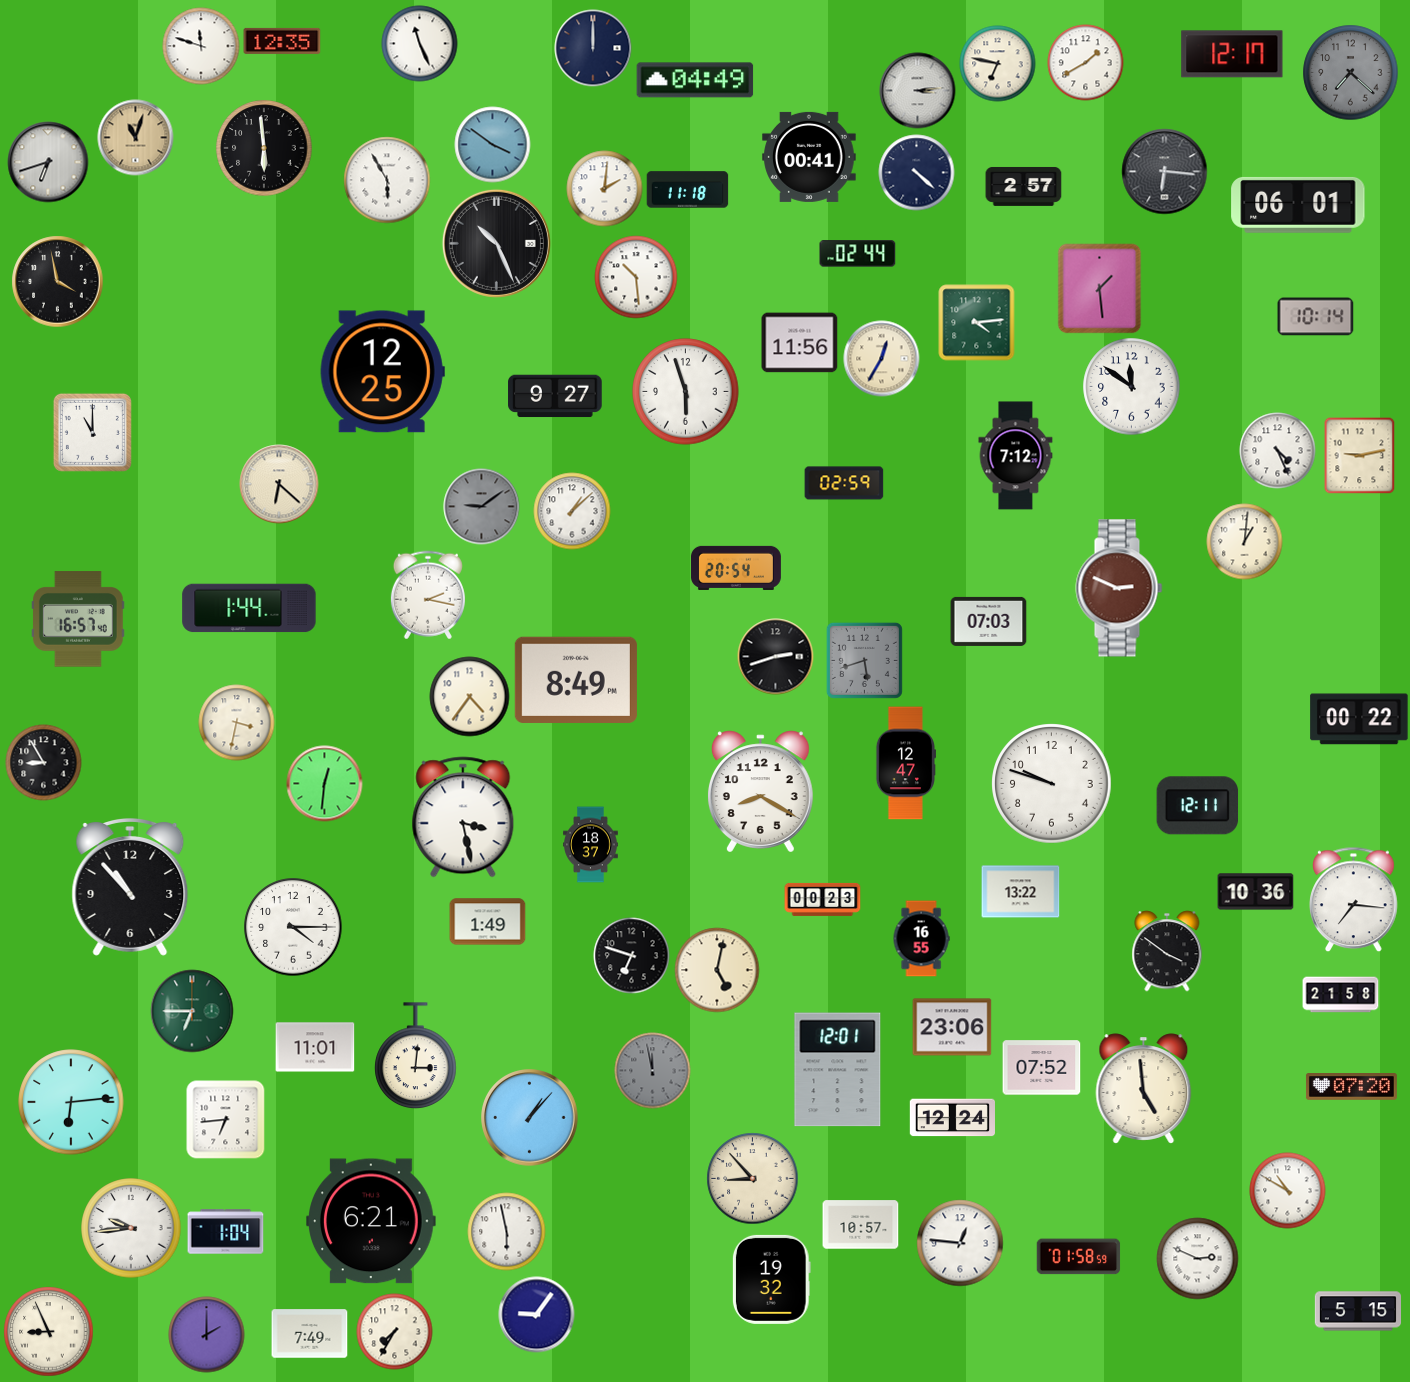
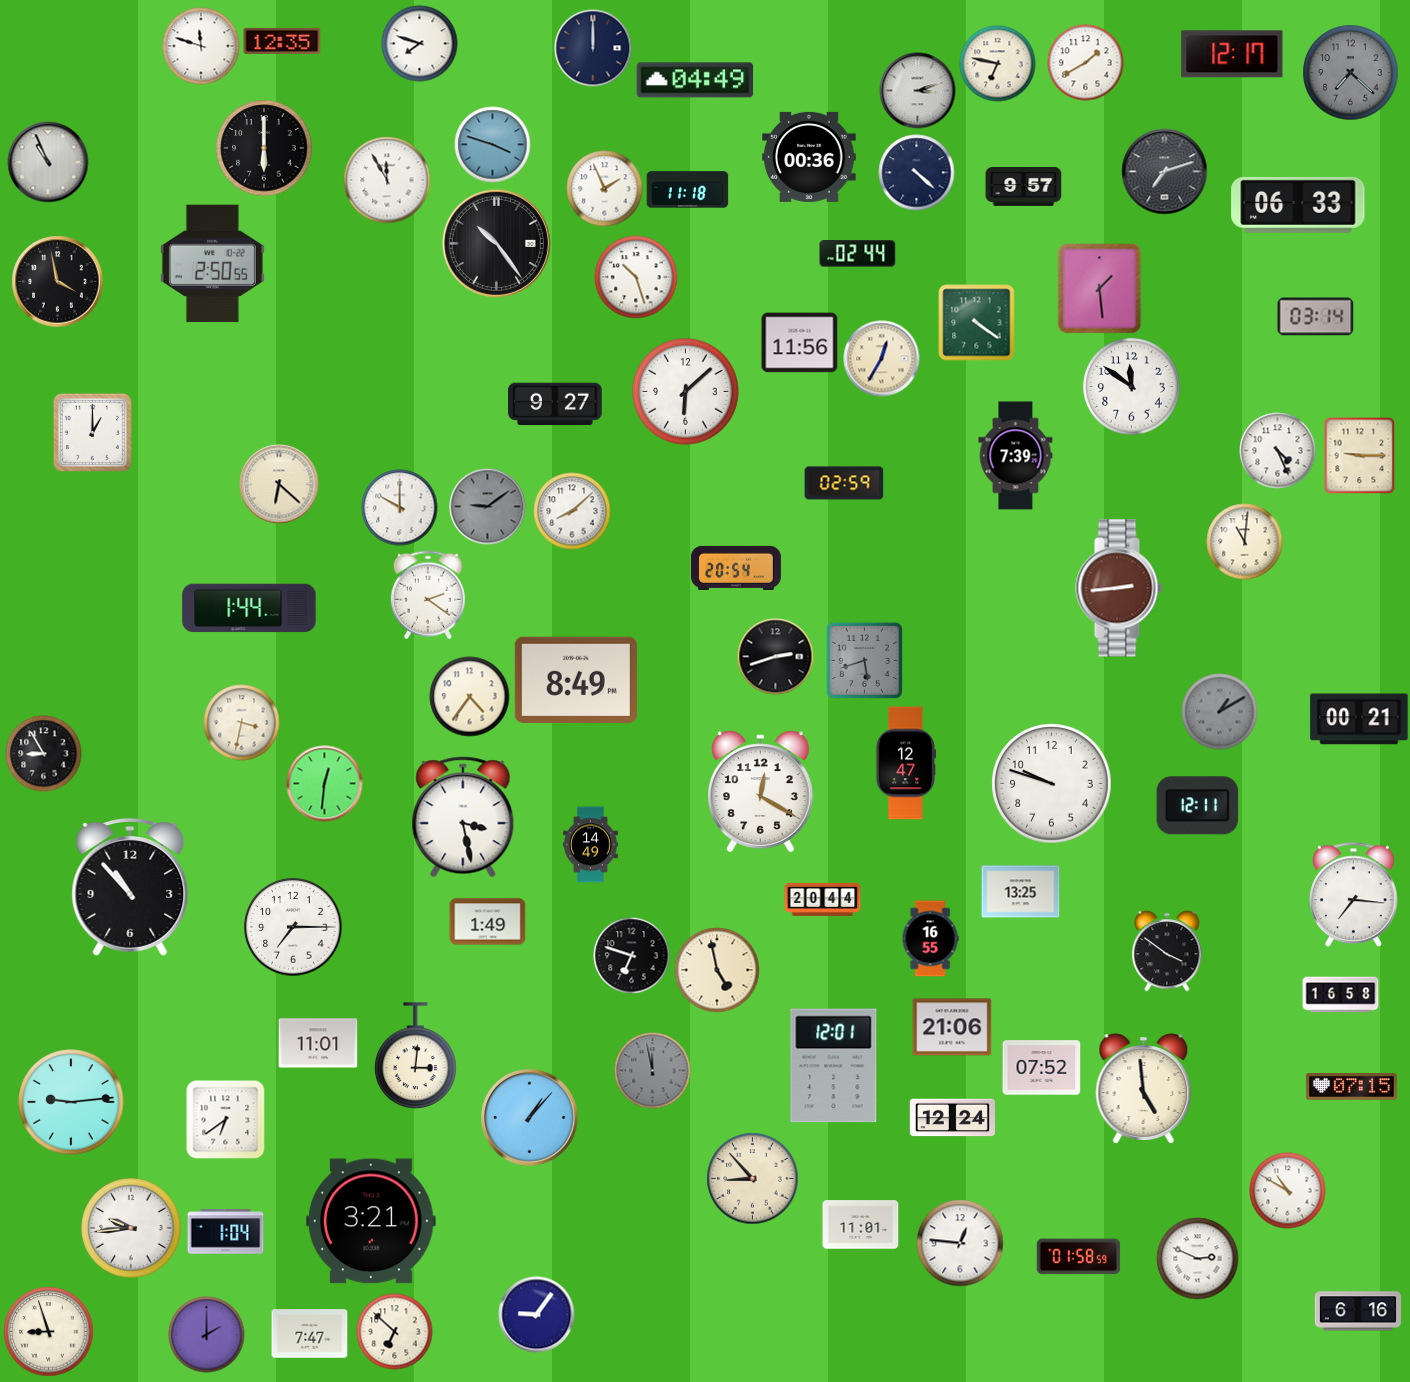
clock at (420, 44): 11:26 -> 7:48
clock at (918, 91): 3:14 -> 3:12
clock at (136, 138): 11:03 -> none
clock at (493, 145): 3:51 -> 3:48
clock at (264, 148): 5:59 -> 6:00
clock at (809, 157): 00:41 -> 00:36
clock at (48, 162): 6:42 -> 10:56
clock at (1165, 172): 6:16 -> 7:12
clock at (387, 180): 5:55 -> 11:55
clock at (1024, 186): 2:57 -> 9:57
clock at (605, 189): 2:01 -> 1:56
clock at (1298, 205): 06:01 -> 06:33
clock at (496, 243): 10:26 -> 10:24
clock at (212, 264): none -> 2:50
clock at (636, 277): 10:29 -> 10:27
clock at (1316, 317): 10:14 -> 03:14
clock at (977, 323): 4:14 -> 4:21
clock at (382, 372): 12:25 -> none
clock at (686, 392): 5:57 -> 6:08
clock at (555, 396) position: (555, 396) -> (555, 404)
clock at (92, 432): 11:00 -> 1:00
clock at (1360, 455): 9:13 -> 9:15
clock at (1016, 456): 7:12 -> 7:39
clock at (482, 507) position: (482, 507) -> (488, 507)
clock at (400, 508): none -> 10:00
clock at (572, 511): 1:08 -> 8:08
clock at (1245, 542): 1:01 -> 11:01
clock at (1119, 588): 2:49 -> 2:44
clock at (428, 595): 2:17 -> 2:21
clock at (78, 619): 16:57 -> none
clock at (989, 621): 07:03 -> none
clock at (1220, 712): none -> 1:10
clock at (1359, 719): 00:22 -> 00:21
clock at (237, 723) position: (237, 723) -> (242, 723)
clock at (44, 763) position: (44, 763) -> (44, 754)
clock at (760, 792): 8:20 -> 12:20
clock at (591, 845): 18:37 -> 14:49
clock at (1021, 892): 13:22 -> 13:25
clock at (1256, 892): 10:36 -> none
clock at (823, 899): 00:23 -> 20:44
clock at (1354, 900) position: (1354, 900) -> (1354, 895)
clock at (293, 927): 4:15 -> 7:15
clock at (921, 939) position: (921, 939) -> (930, 939)
clock at (717, 970): 5:02 -> 4:58
clock at (1341, 995): 21:58 -> 16:58
clock at (192, 1011): 6:45 -> none
clock at (952, 1027): 23:06 -> 21:06
clock at (315, 1047) position: (315, 1047) -> (318, 1043)
clock at (838, 1070) position: (838, 1070) -> (834, 1066)
clock at (1351, 1087): 07:20 -> 07:15
clock at (71, 1102): 6:14 -> 9:14
clock at (226, 1120): 6:44 -> 6:39
clock at (372, 1221): 6:21 -> 3:21
clock at (861, 1225): 10:57 -> 11:01
clock at (507, 1232): 5:58 -> none
clock at (771, 1279): 19:32 -> none
clock at (1357, 1311): 5:15 -> 6:16
clock at (49, 1332): 8:56 -> 8:57
clock at (395, 1332): 7:35 -> 6:52
clock at (310, 1334): 7:49 -> 7:47
